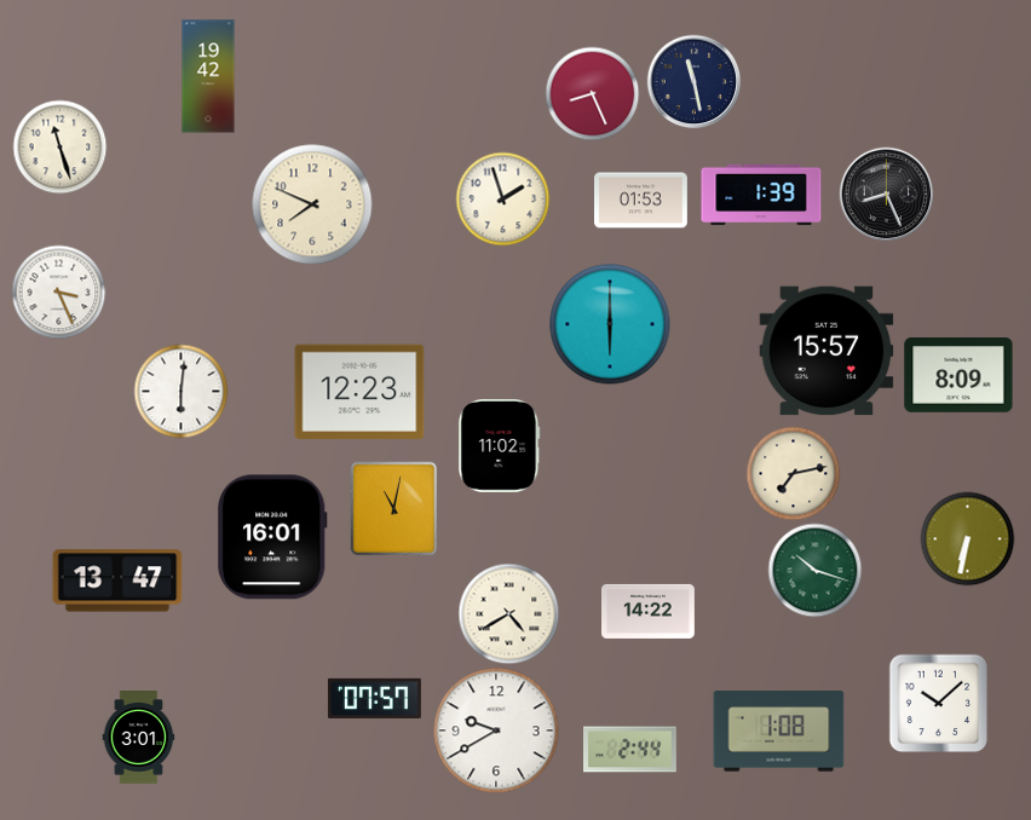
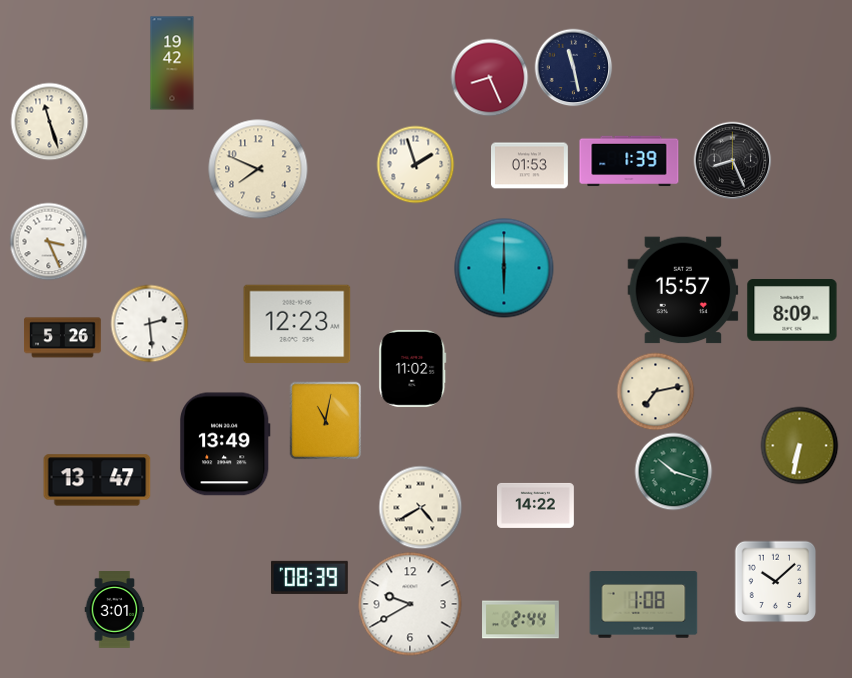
clock at (180, 391): 6:01 -> 2:29
clock at (63, 338): none -> 5:26
clock at (272, 537): 16:01 -> 13:49
clock at (374, 698): 07:57 -> 08:39
